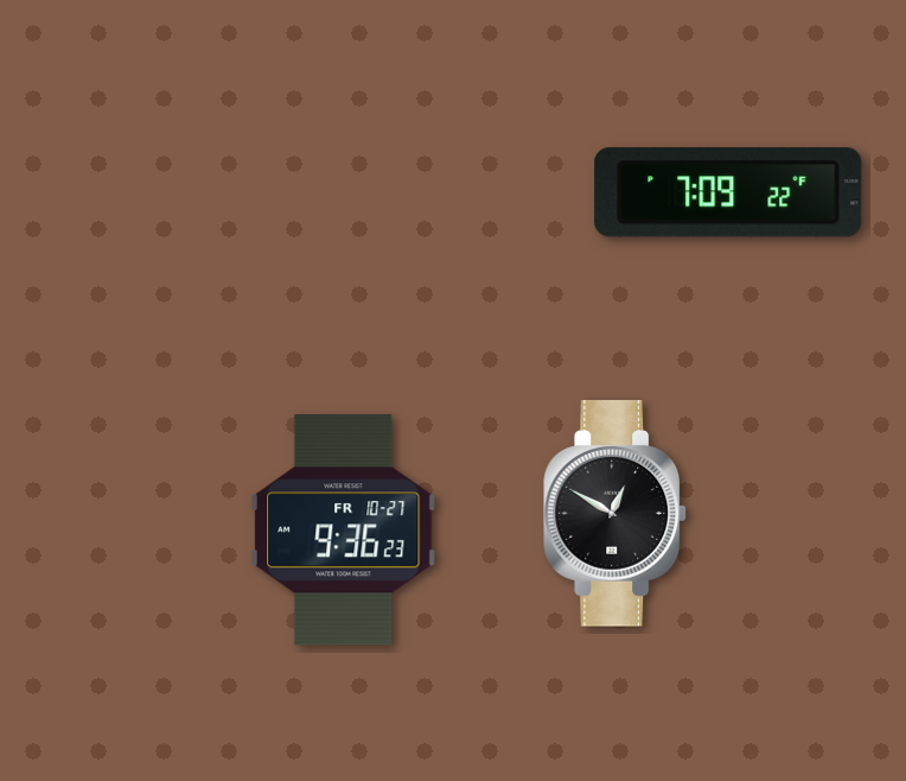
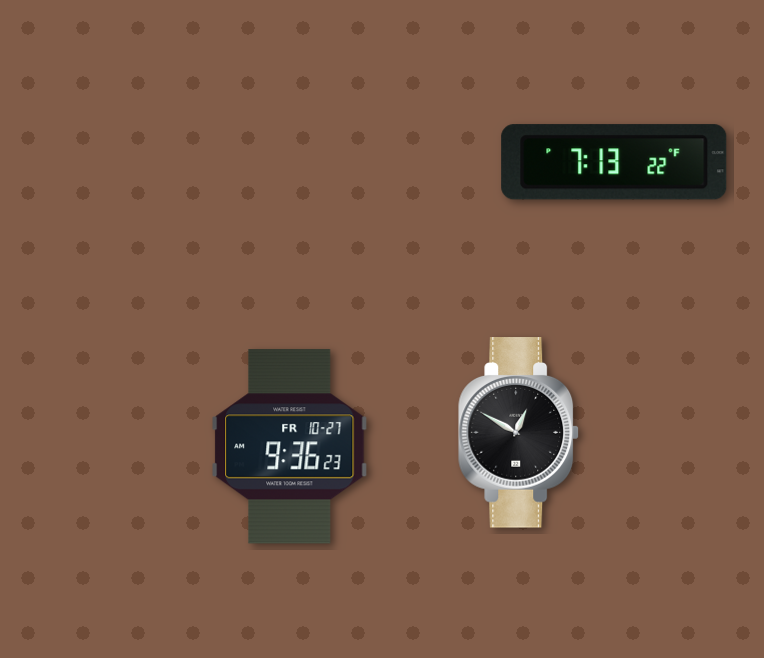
clock at (728, 192): 7:09 -> 7:13
